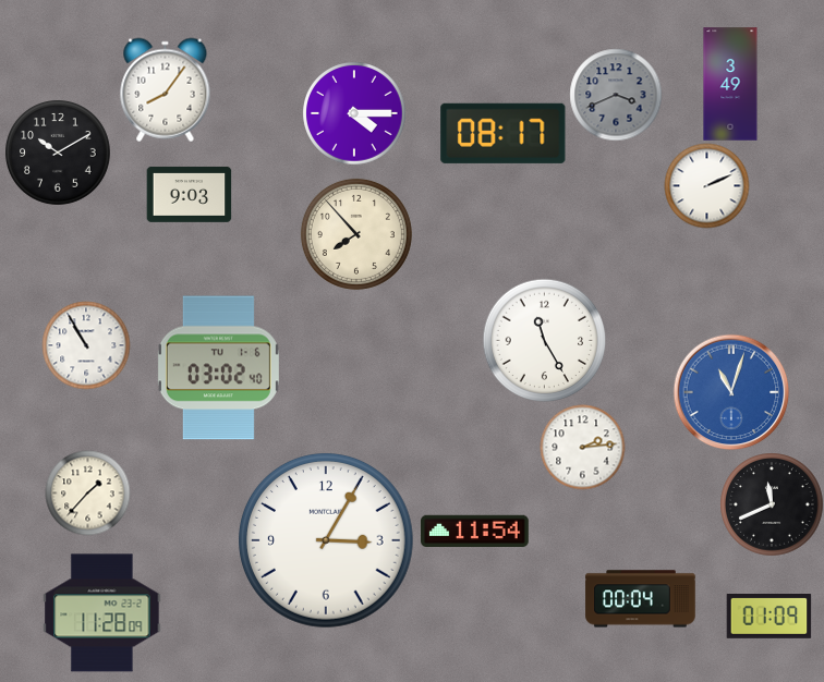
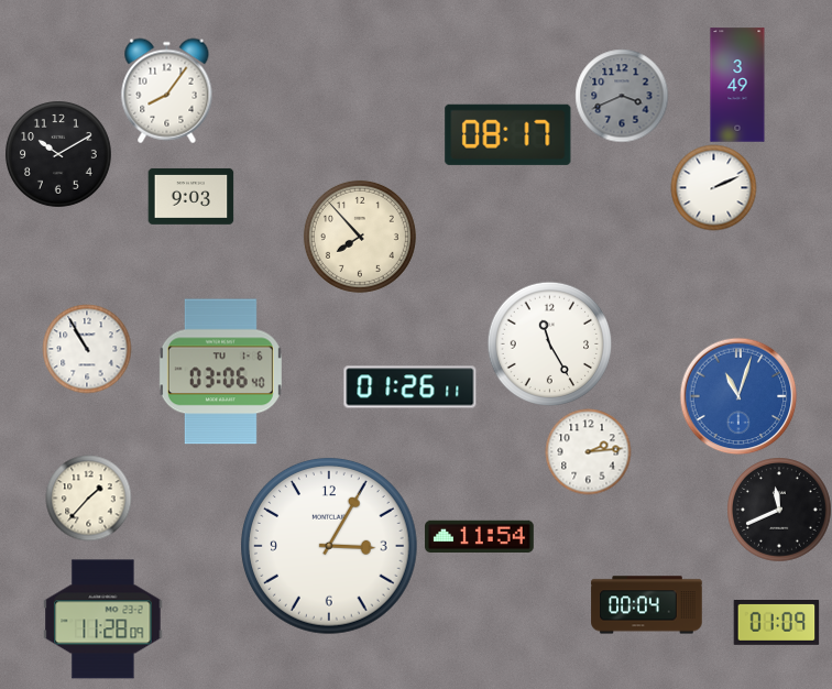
clock at (354, 113): 4:15 -> none
clock at (218, 368): 03:02 -> 03:06
clock at (410, 387): none -> 01:26
